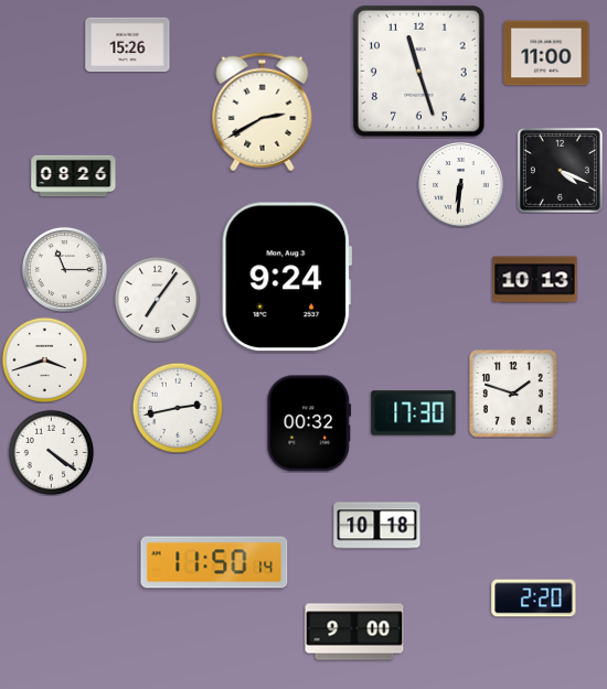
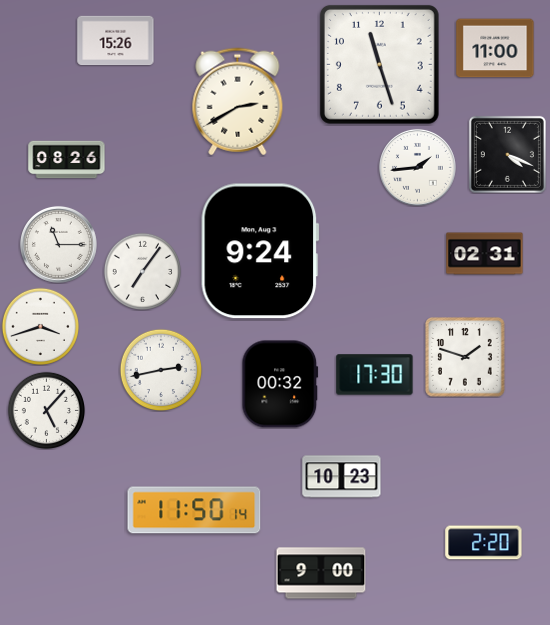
clock at (460, 184): 6:31 -> 1:44
clock at (535, 280): 10:13 -> 02:31
clock at (51, 452): 4:21 -> 5:07
clock at (377, 526): 10:18 -> 10:23
